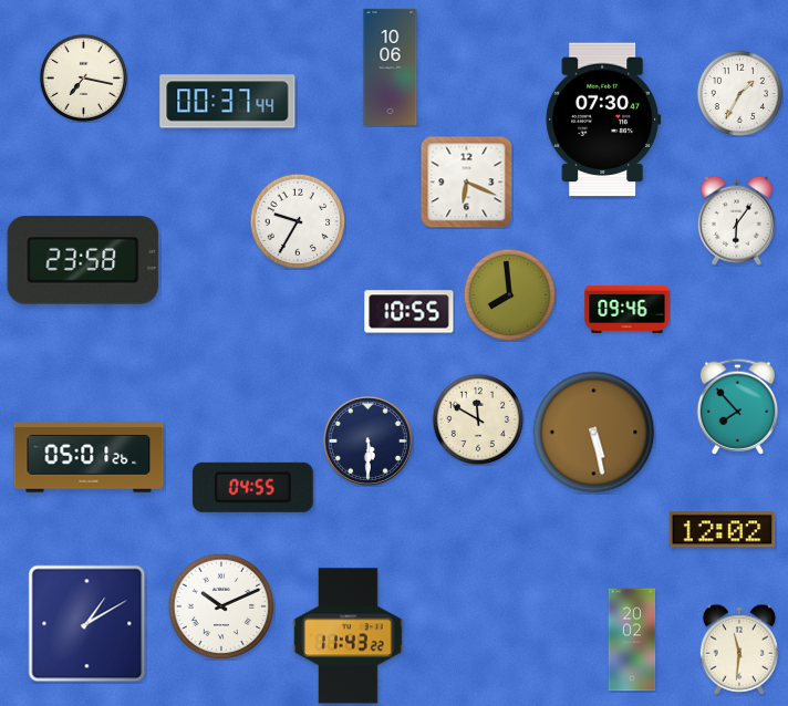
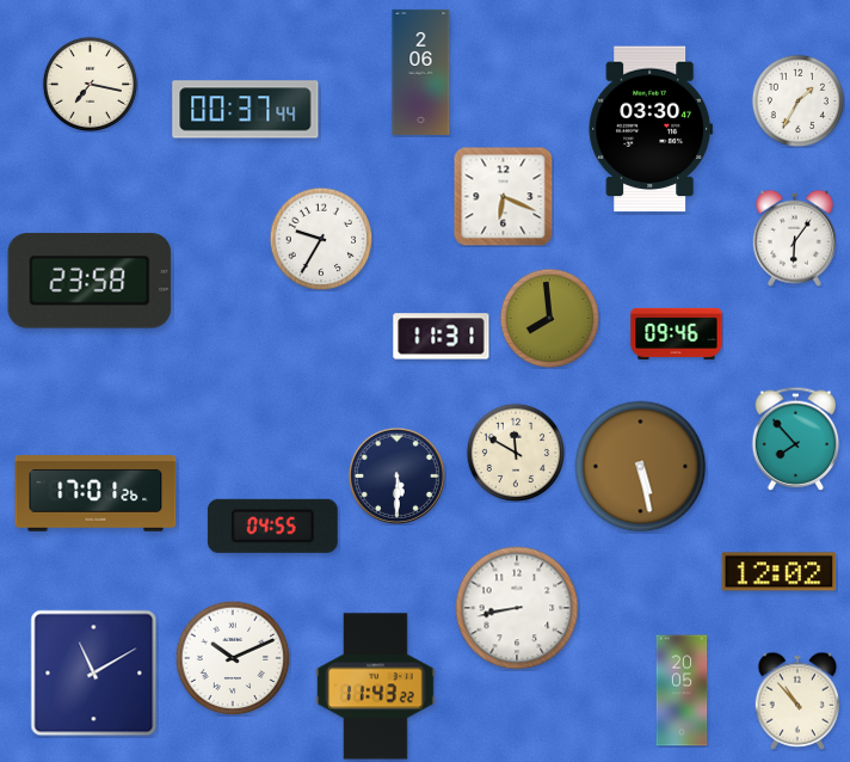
clock at (391, 66): 10:06 -> 2:06
clock at (603, 120): 07:30 -> 03:30
clock at (409, 312): 10:55 -> 11:31
clock at (89, 458): 05:01 -> 17:01
clock at (517, 608): none -> 8:43
clock at (221, 606) position: (221, 606) -> (233, 658)
clock at (87, 624): 1:10 -> 11:10
clock at (632, 640): 20:02 -> 20:05
clock at (738, 650): 11:31 -> 10:53
